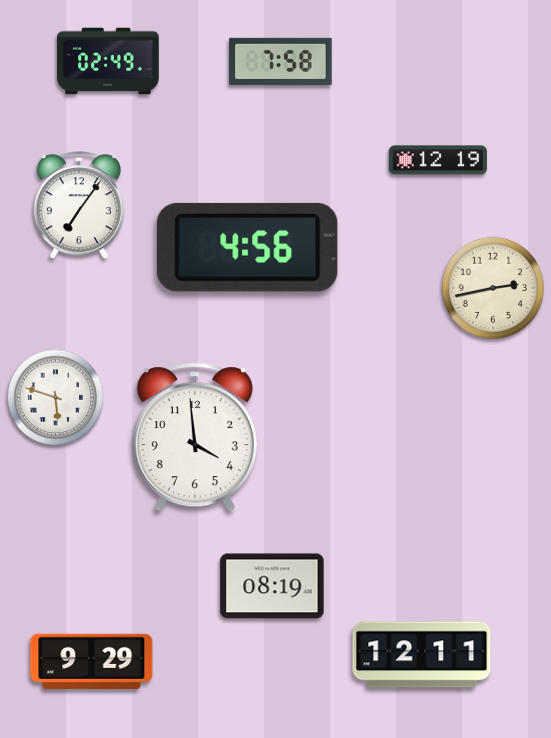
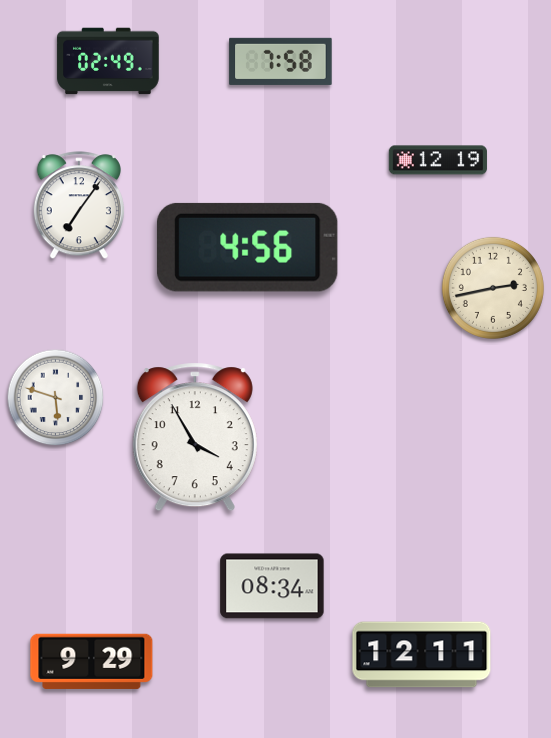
clock at (195, 437): 3:59 -> 3:55
clock at (272, 586): 08:19 -> 08:34
